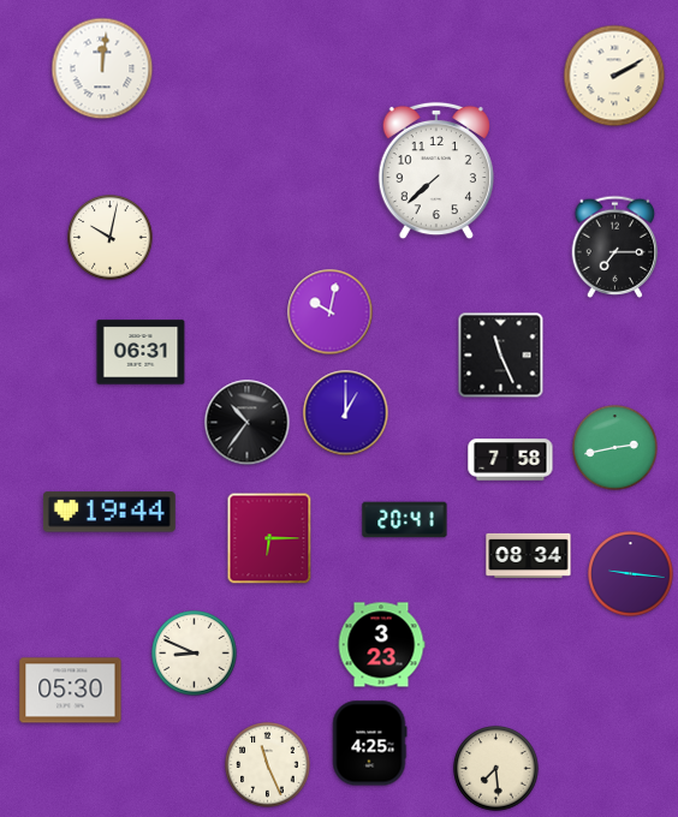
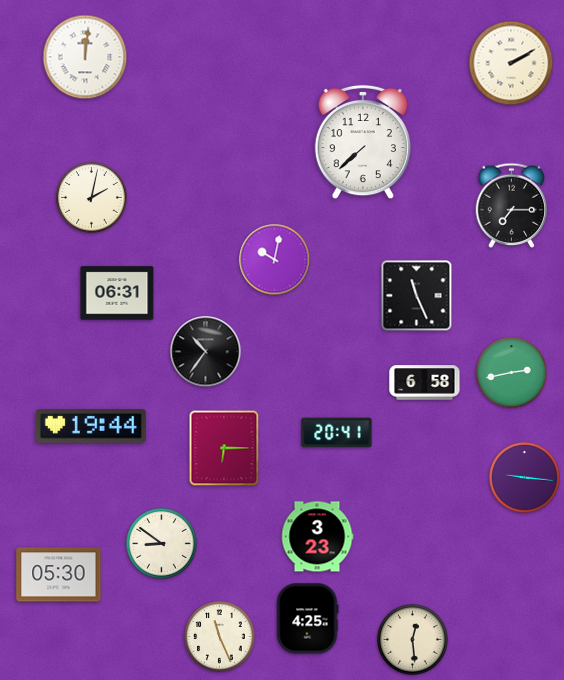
clock at (111, 238): 10:02 -> 2:02
clock at (346, 413): 1:00 -> none
clock at (511, 460): 7:58 -> 6:58
clock at (529, 555): 08:34 -> none
clock at (195, 654): 8:49 -> 8:51
clock at (268, 765) position: (268, 765) -> (220, 637)
clock at (496, 769): 7:29 -> 12:29
